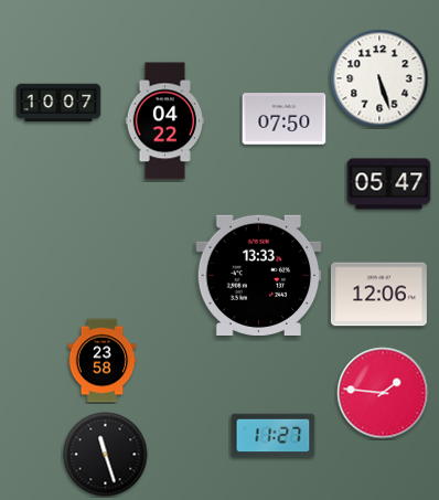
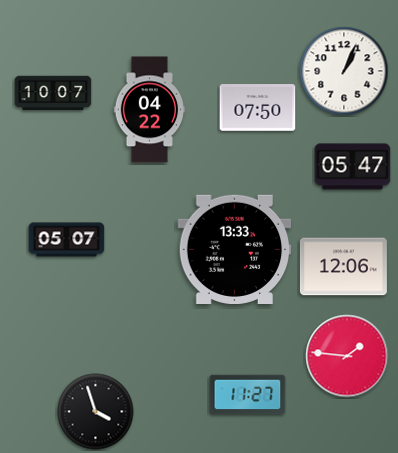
clock at (379, 78): 5:27 -> 1:04
clock at (67, 240): none -> 05:07
clock at (103, 361): 23:58 -> none
clock at (106, 455): 11:27 -> 3:57
